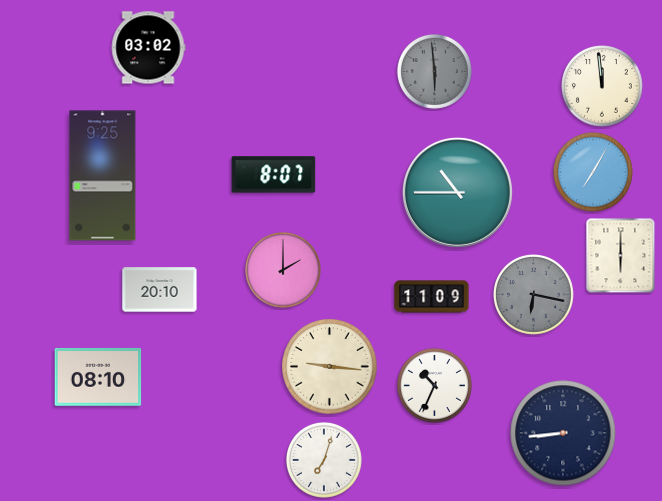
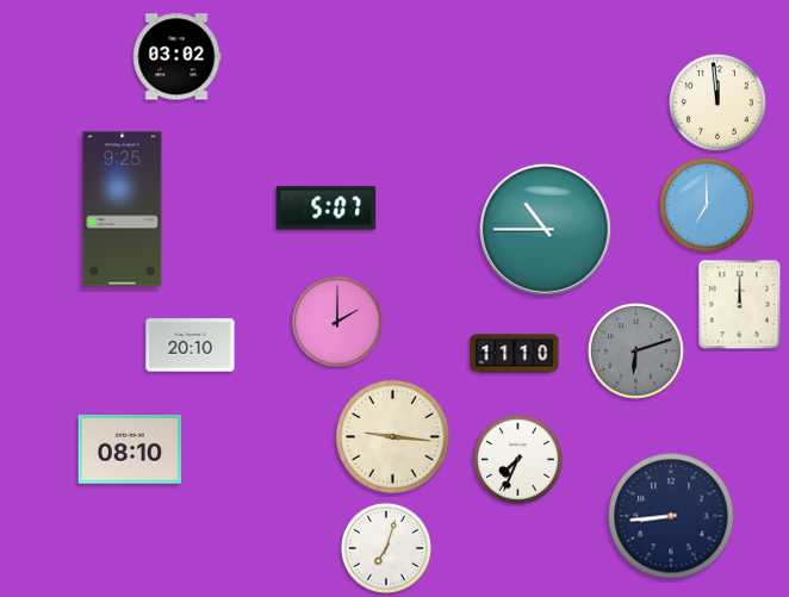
clock at (434, 71): 5:59 -> none
clock at (593, 172): 7:05 -> 7:00
clock at (274, 175): 8:07 -> 5:07
clock at (621, 256): 6:00 -> 12:00
clock at (534, 295): 6:17 -> 6:12
clock at (432, 297): 11:09 -> 11:10
clock at (98, 377) position: (98, 377) -> (130, 449)
clock at (434, 385): 10:34 -> 7:34
